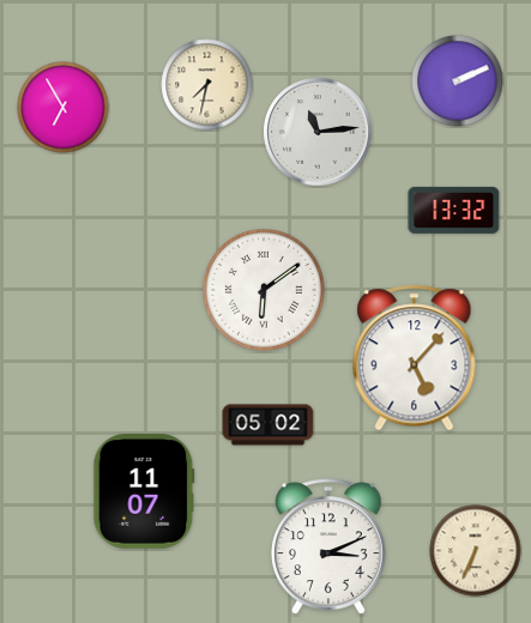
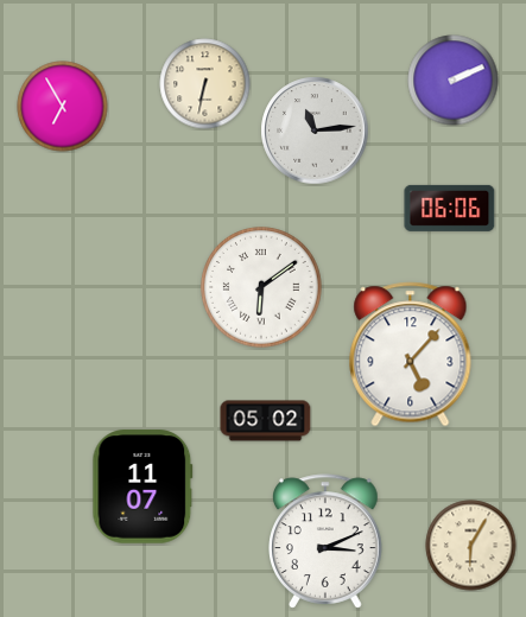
clock at (207, 85): 7:32 -> 6:32
clock at (454, 210): 13:32 -> 06:06
clock at (476, 551): 6:34 -> 6:05
